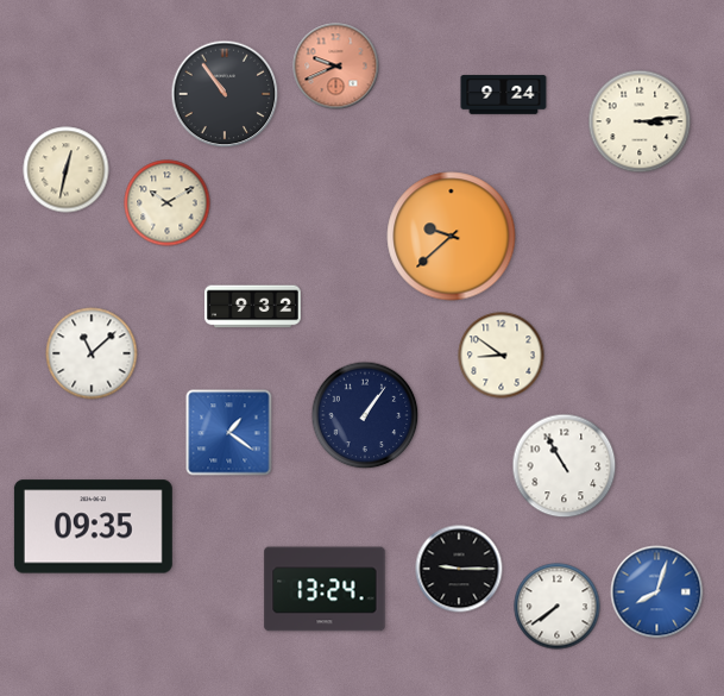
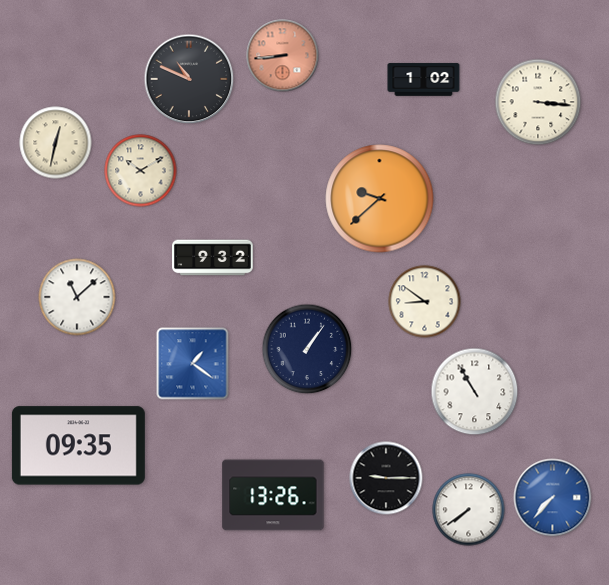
clock at (336, 67): 9:41 -> 8:44
clock at (225, 94): 10:54 -> 10:49
clock at (504, 95): 9:24 -> 1:02
clock at (640, 121): 3:14 -> 3:16
clock at (502, 356) position: (502, 356) -> (425, 302)
clock at (93, 527) position: (93, 527) -> (78, 446)
clock at (325, 589): 13:24 -> 13:26
clock at (657, 592): 8:03 -> 7:37
